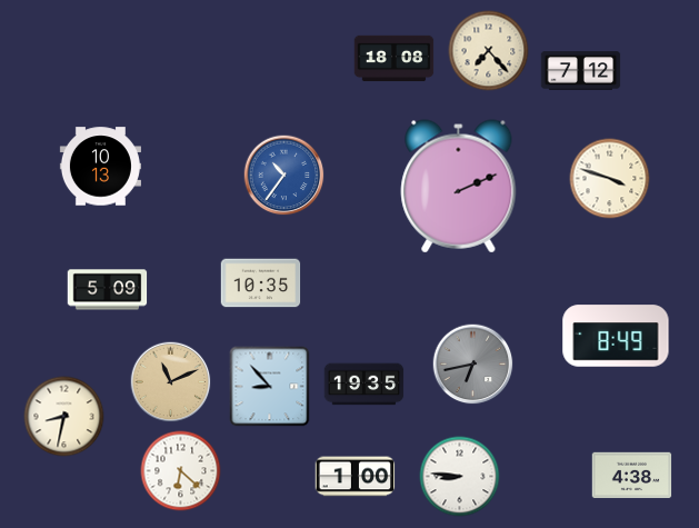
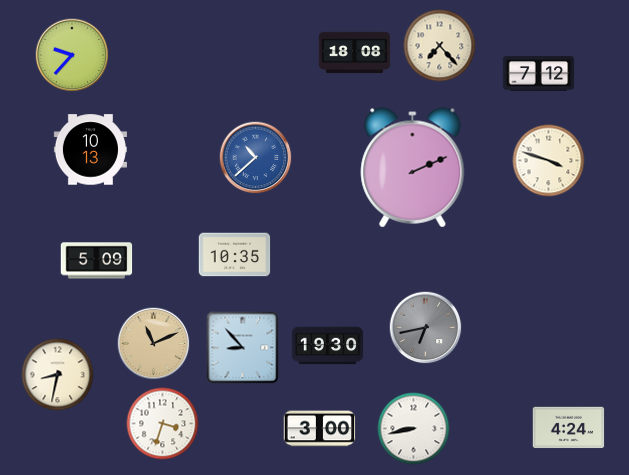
clock at (72, 55): none -> 9:37
clock at (581, 71) position: (581, 71) -> (539, 74)
clock at (284, 176): 10:36 -> 10:38
clock at (616, 336): 8:49 -> none
clock at (365, 385): 19:35 -> 19:30
clock at (181, 471): 6:22 -> 3:33
clock at (632, 476): 4:38 -> 4:24
clock at (356, 477): 1:00 -> 3:00
clock at (460, 477): 8:46 -> 8:43
